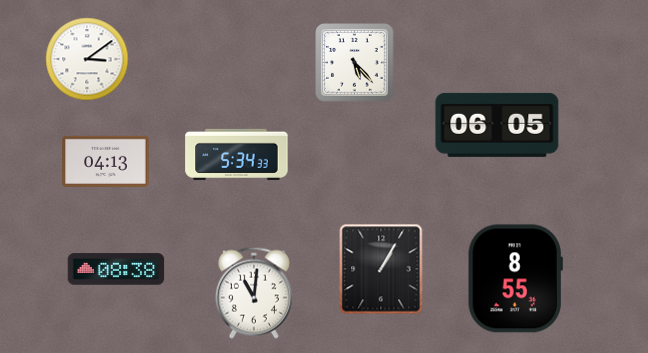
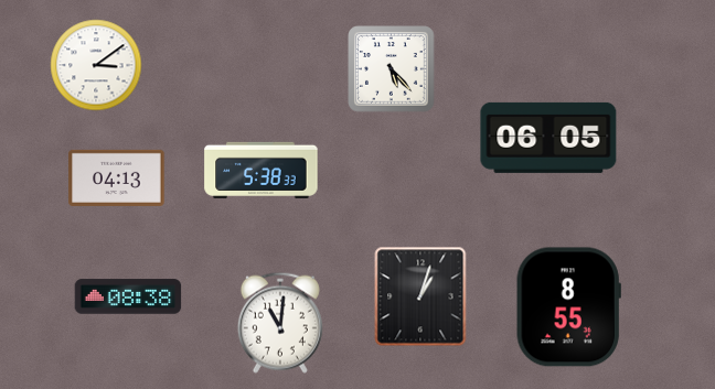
clock at (237, 154): 5:34 -> 5:38
clock at (381, 269): 1:05 -> 1:03
